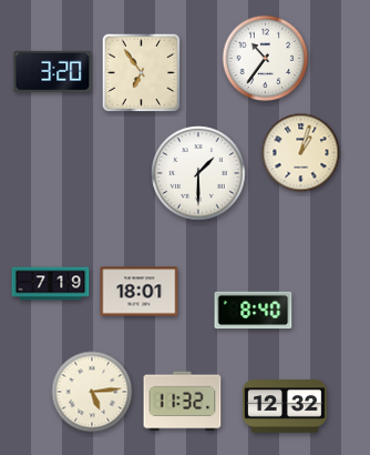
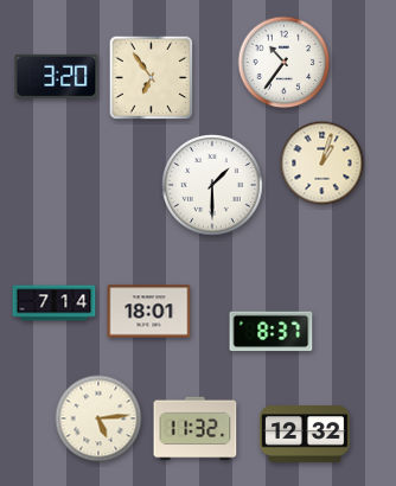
clock at (51, 284): 7:19 -> 7:14
clock at (254, 311): 8:40 -> 8:37
